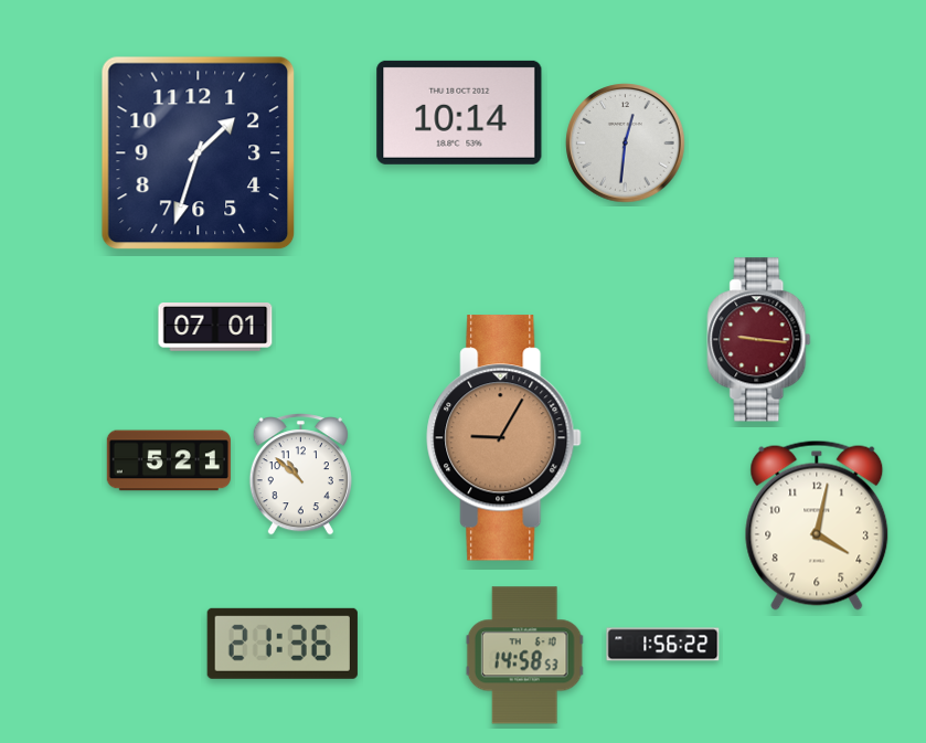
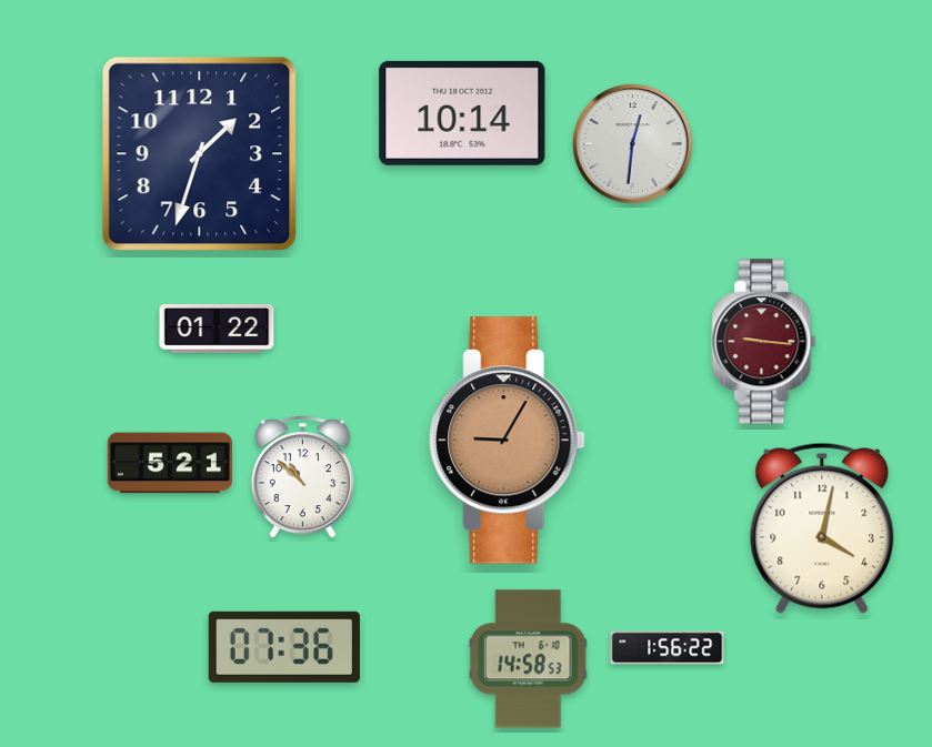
clock at (626, 144) position: (626, 144) -> (633, 144)
clock at (215, 328): 07:01 -> 01:22
clock at (283, 644): 21:36 -> 07:36
